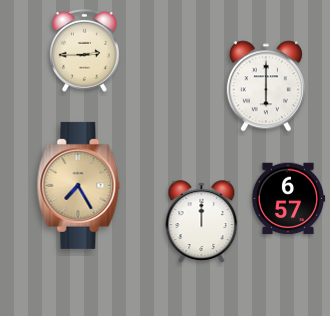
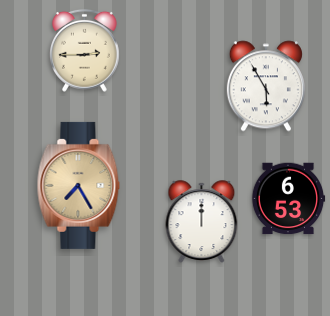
clock at (266, 86): 6:00 -> 5:55
clock at (288, 199): 6:57 -> 6:53
